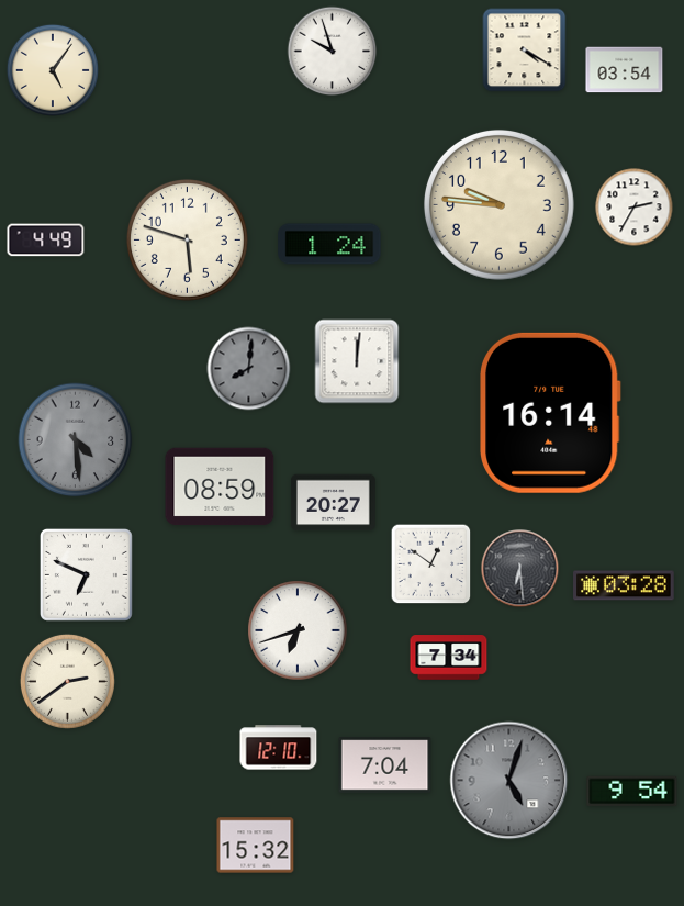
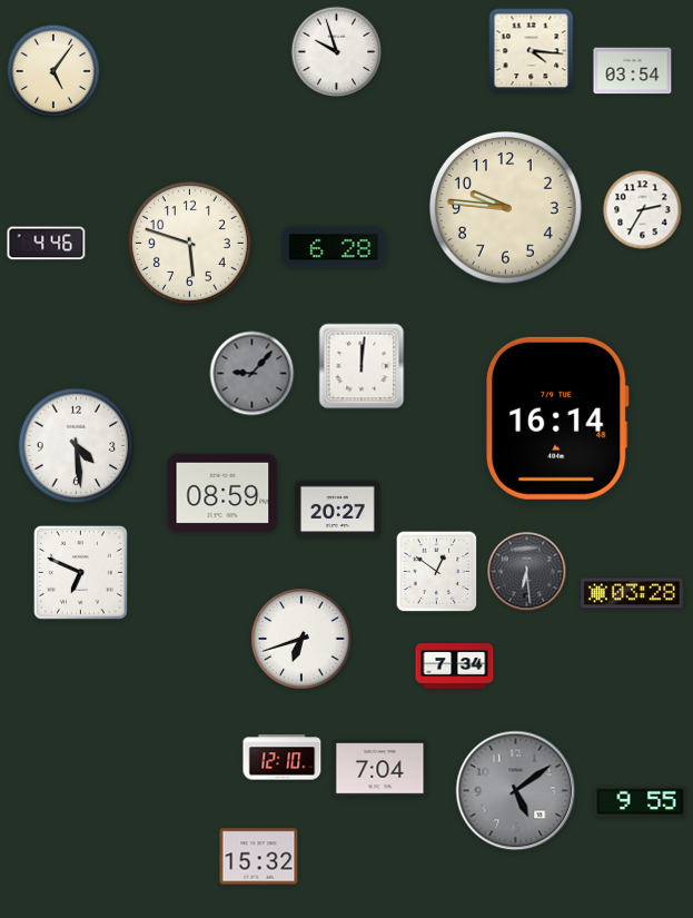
clock at (525, 51): 4:20 -> 4:16
clock at (46, 241): 4:49 -> 4:46
clock at (329, 244): 1:24 -> 6:28
clock at (249, 369): 8:01 -> 9:07
clock at (76, 440) dial: grey -> white
clock at (520, 569) position: (520, 569) -> (527, 572)
clock at (86, 574) position: (86, 574) -> (80, 572)
clock at (67, 681): 2:39 -> none
clock at (385, 765) position: (385, 765) -> (380, 769)
clock at (509, 781): 5:03 -> 5:09
clock at (632, 792): 9:54 -> 9:55
